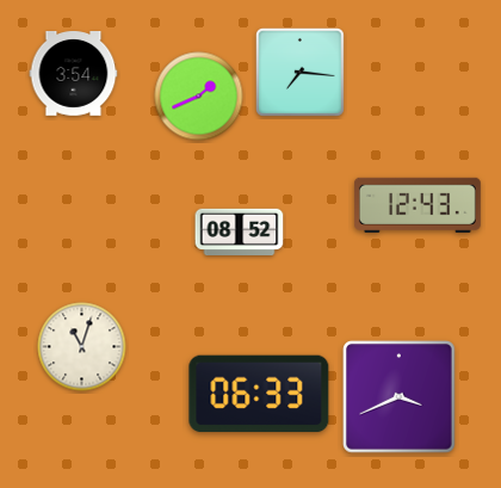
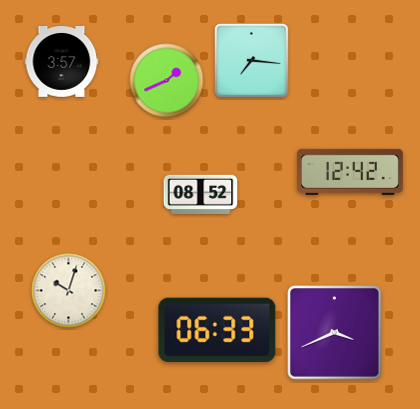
clock at (74, 74): 3:54 -> 3:57
clock at (417, 205): 12:43 -> 12:42
clock at (82, 347): 11:03 -> 10:03
